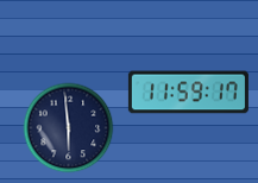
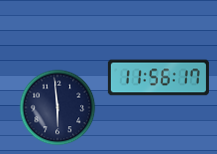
clock at (188, 93): 11:59 -> 11:56
